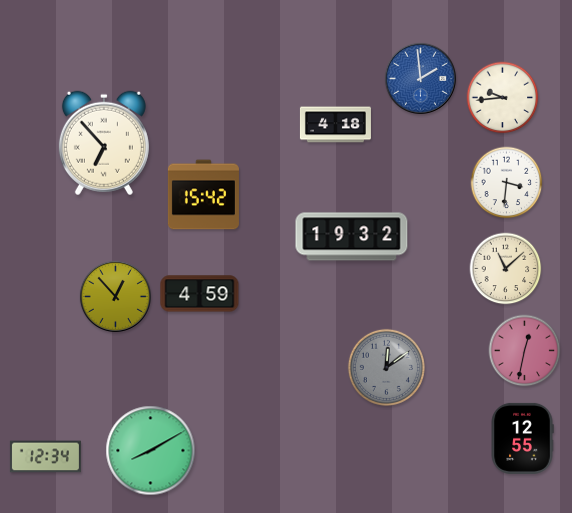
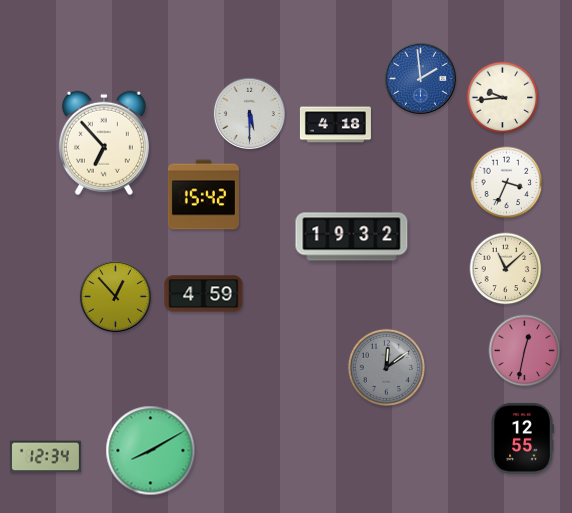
clock at (249, 113): none -> 5:30
clock at (507, 183): 3:31 -> 3:34
clock at (200, 294) position: (200, 294) -> (204, 294)
